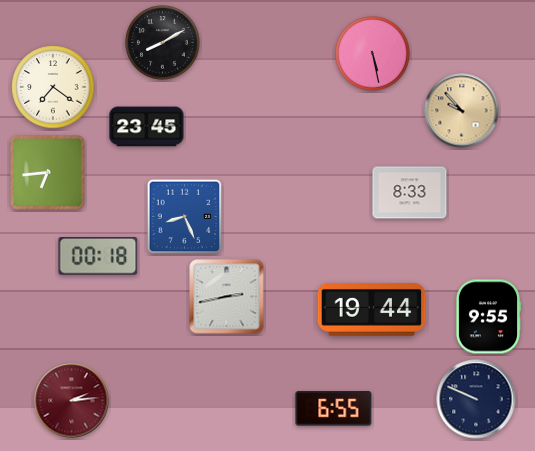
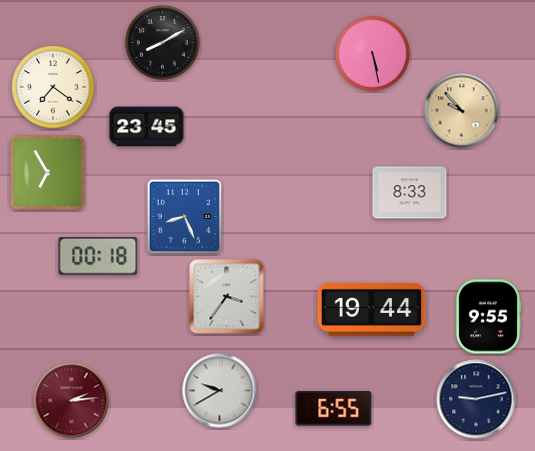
clock at (47, 172): 6:44 -> 6:55
clock at (227, 297): 2:43 -> 3:36
clock at (220, 391): none -> 9:40
clock at (476, 399): 9:49 -> 9:13
